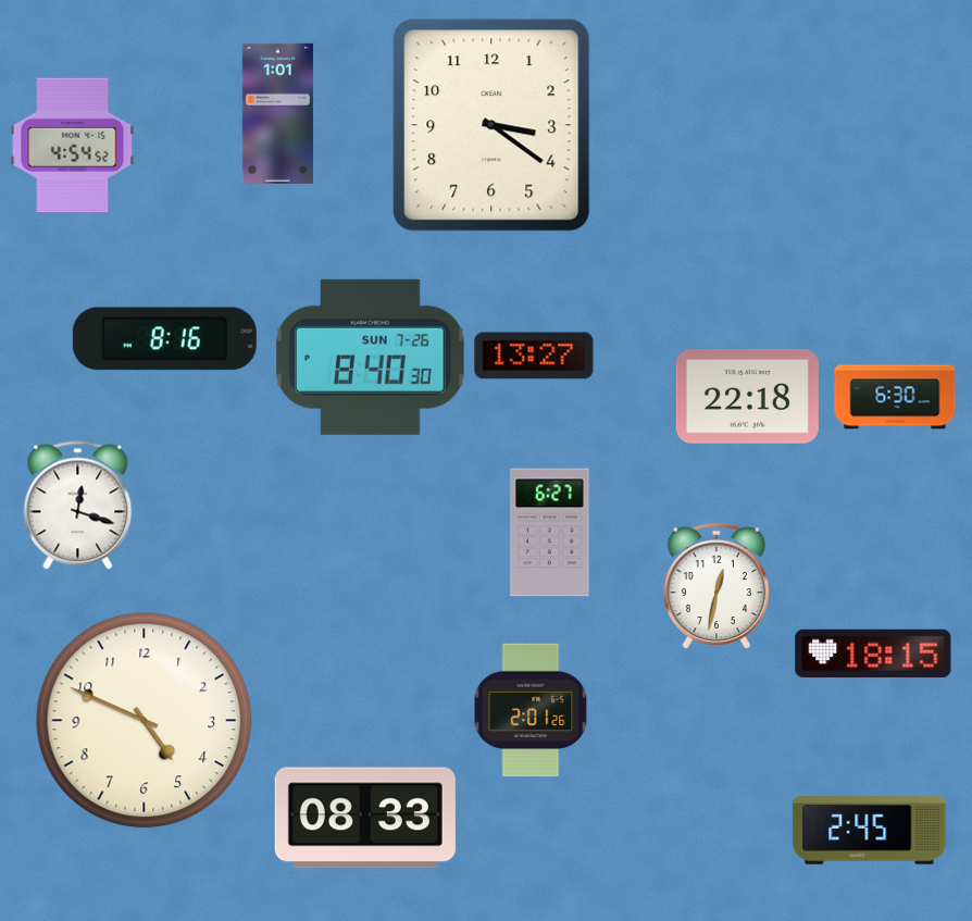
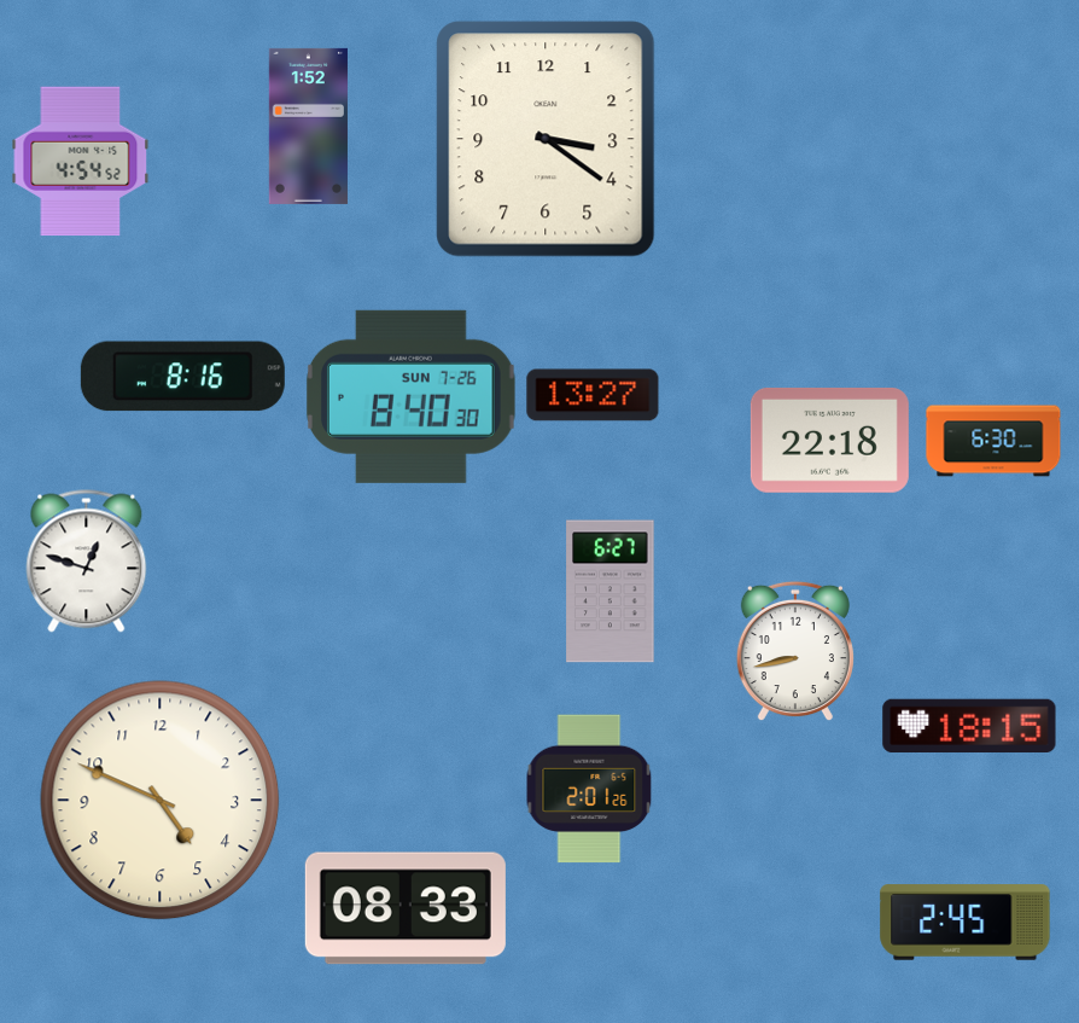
clock at (277, 113): 1:01 -> 1:52
clock at (78, 506): 12:18 -> 12:48
clock at (716, 586): 12:32 -> 8:43
